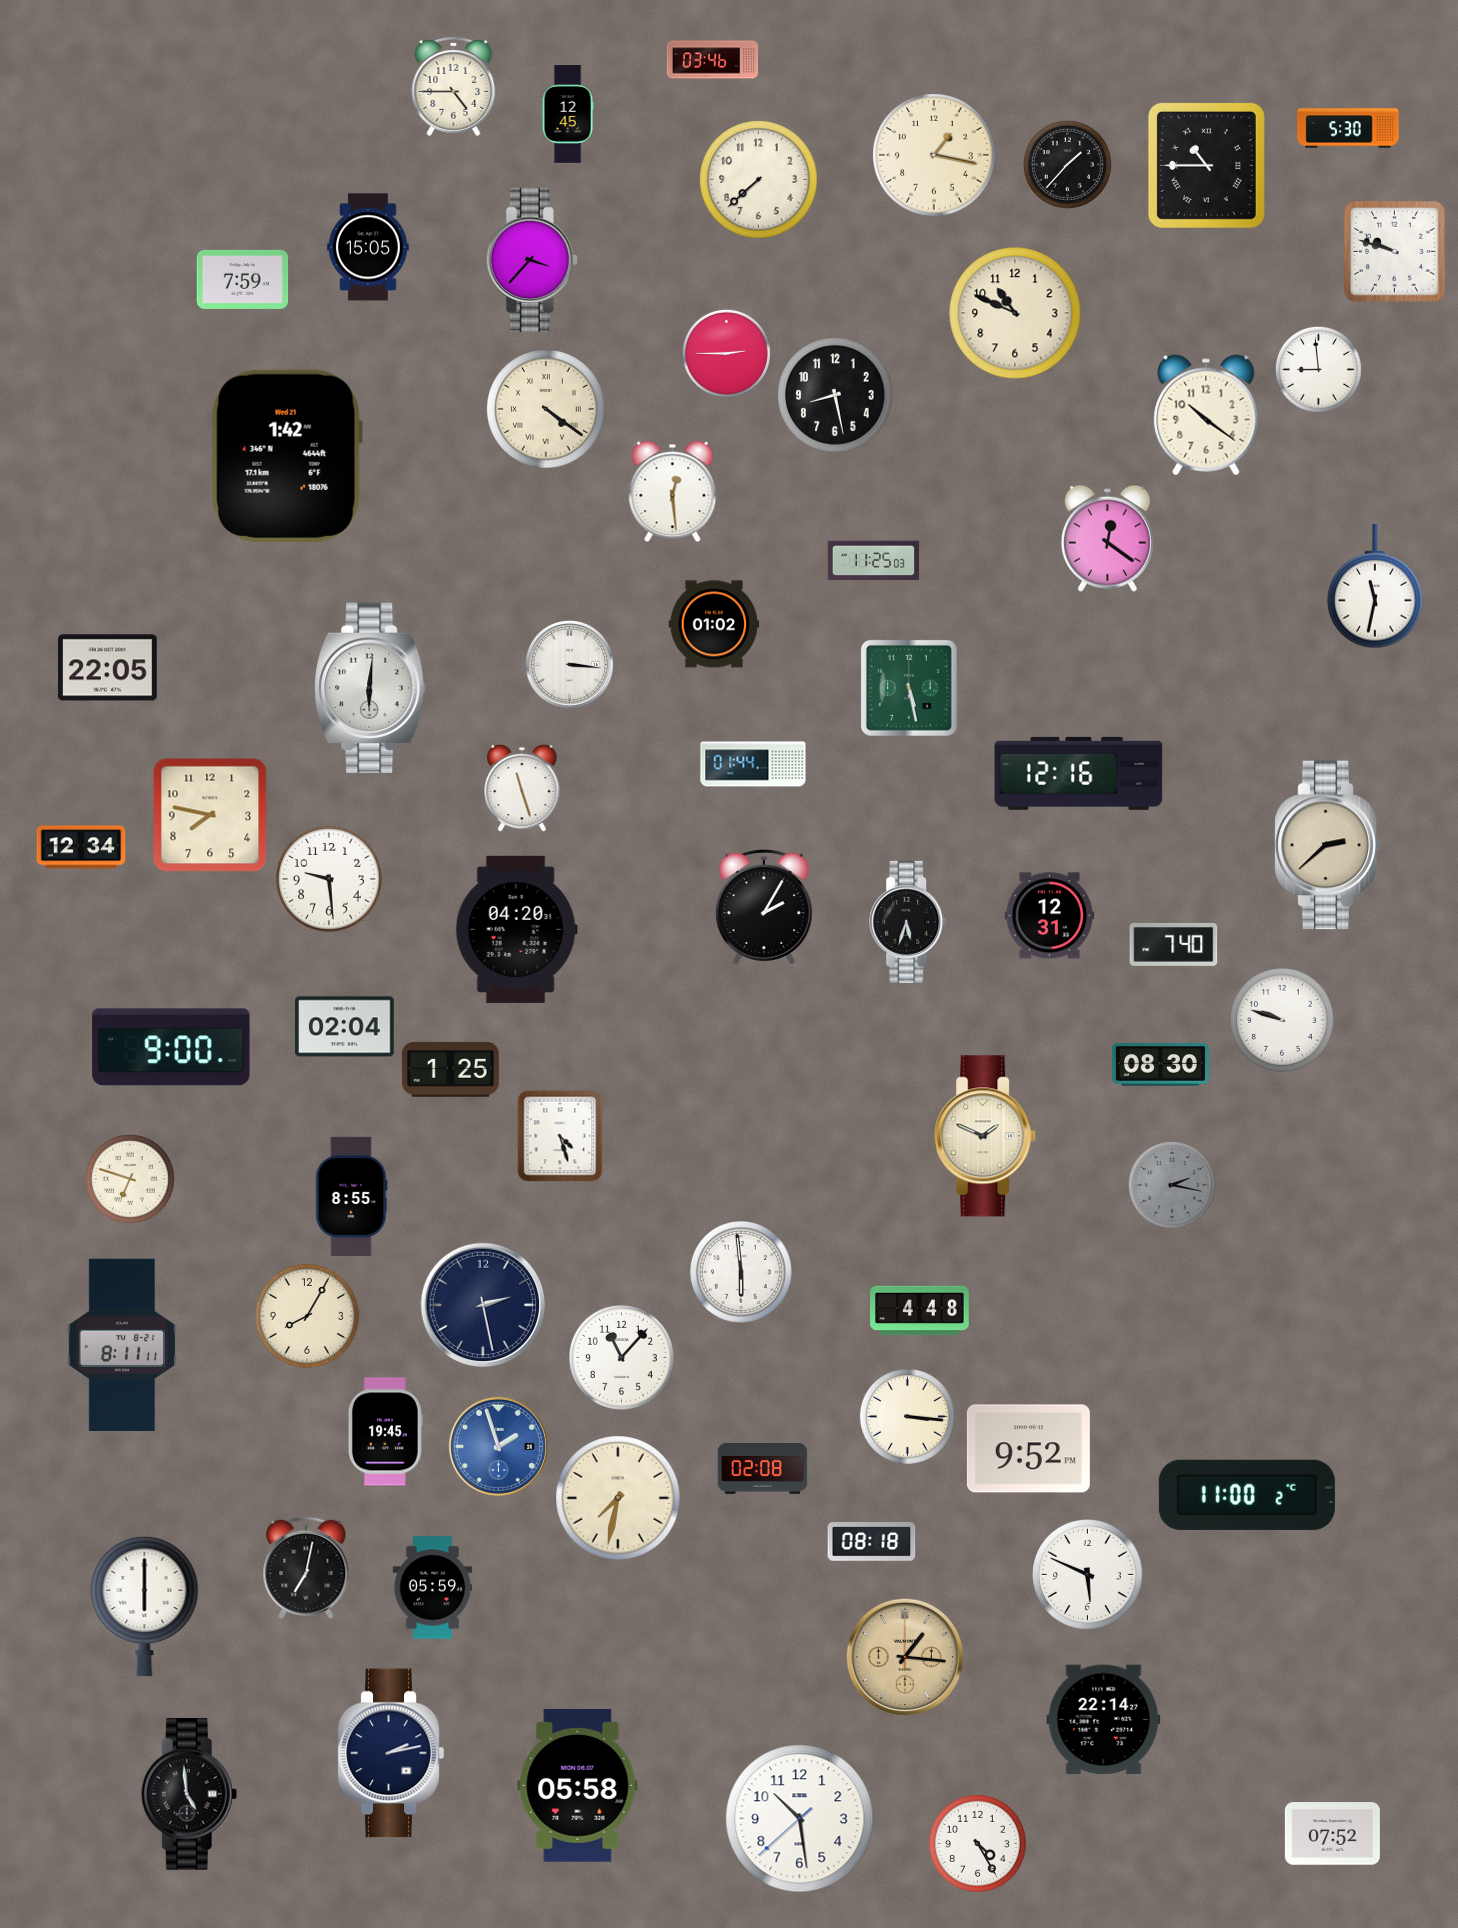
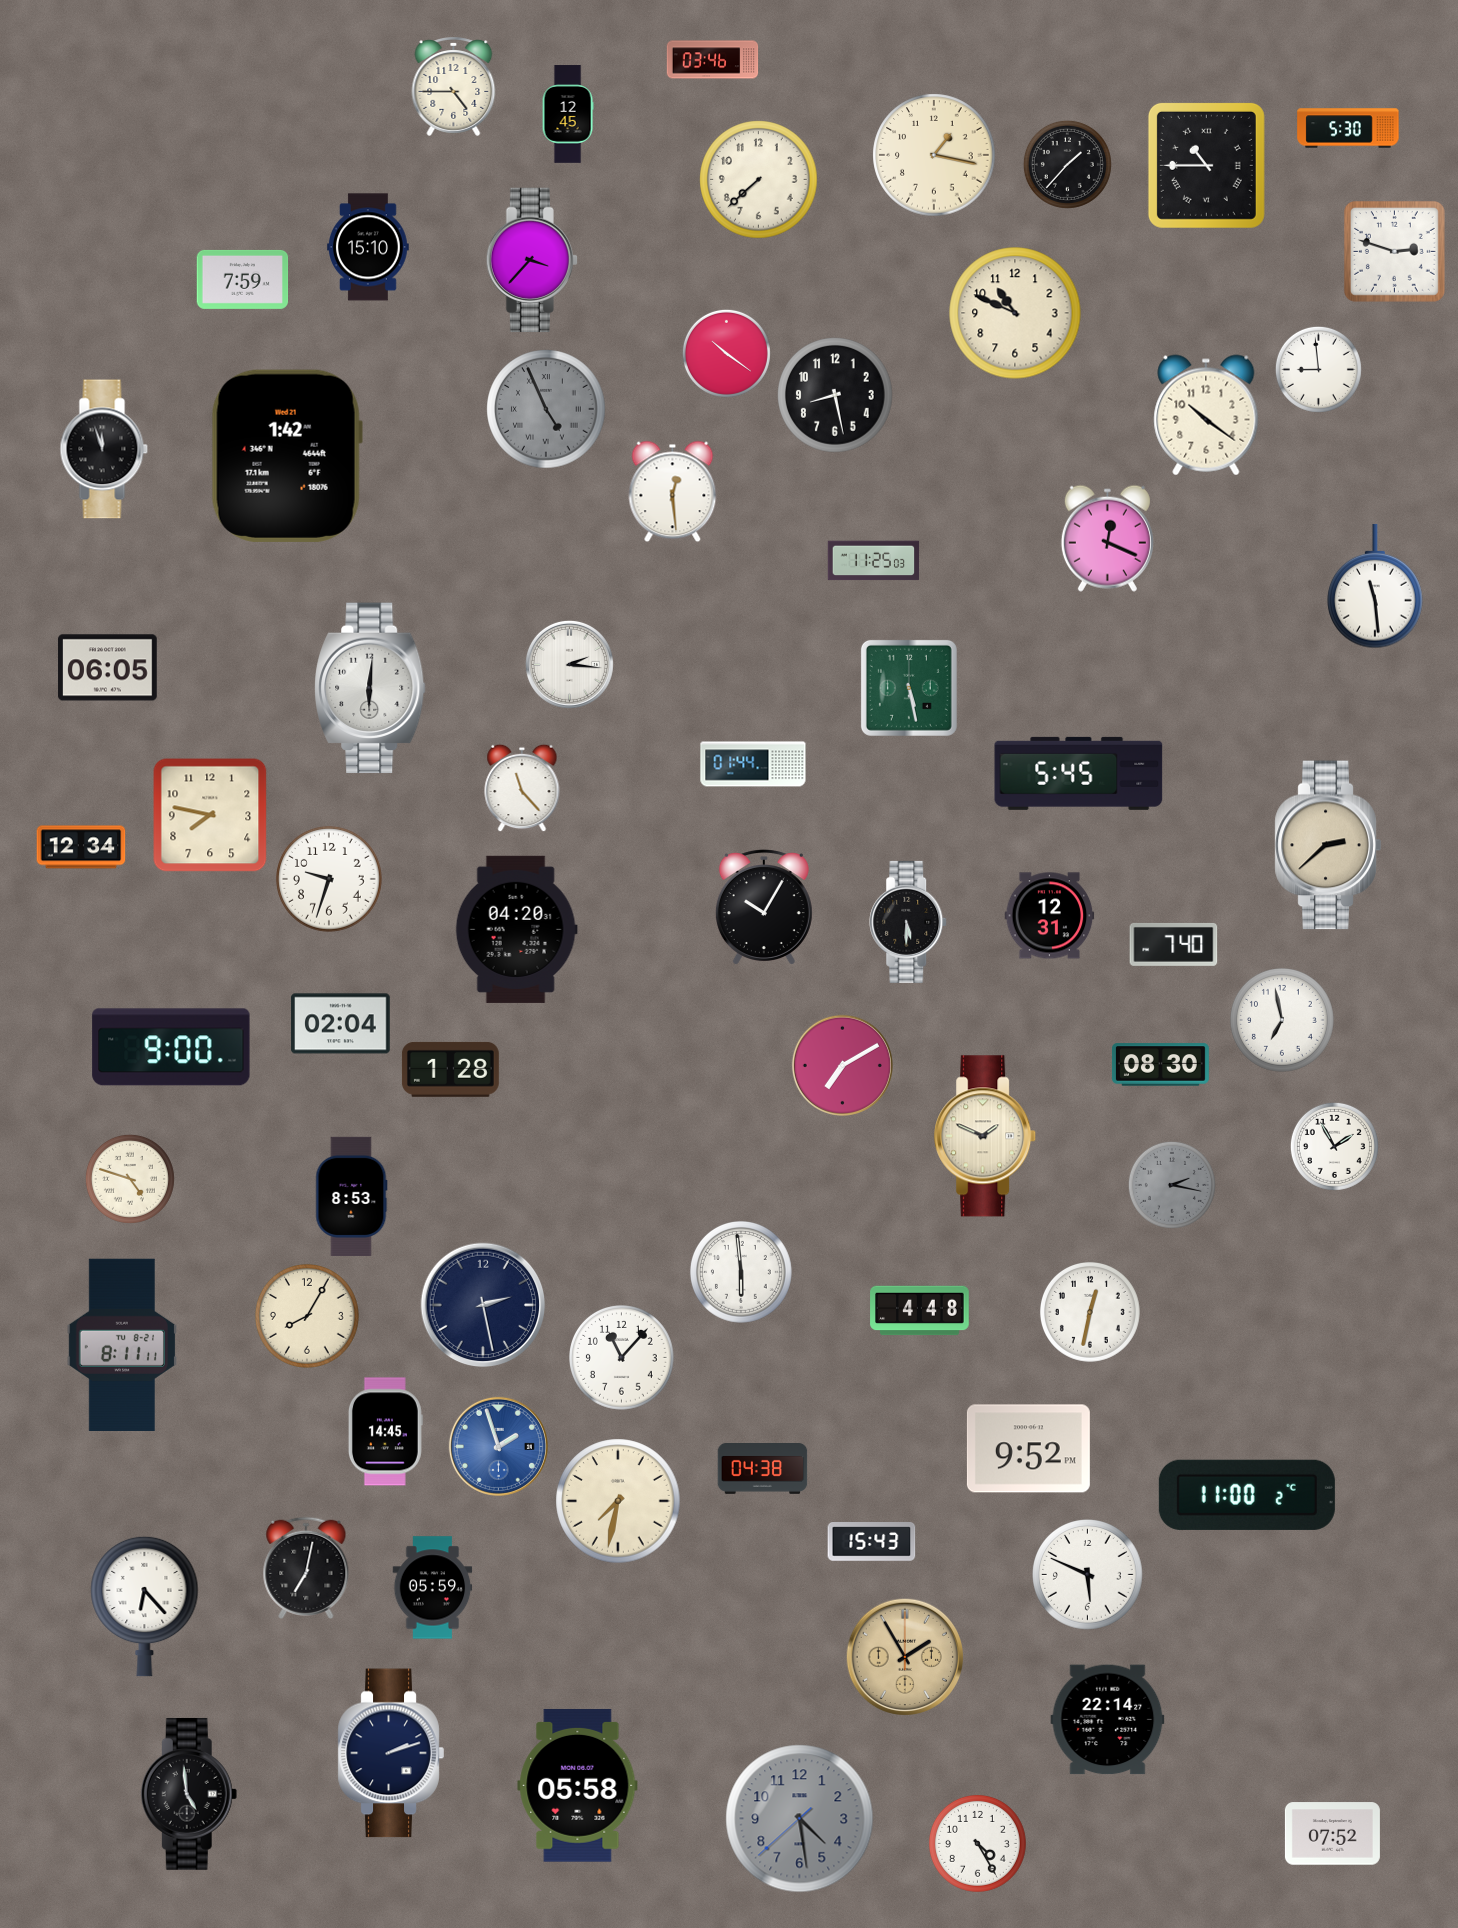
clock at (369, 247): 15:05 -> 15:10
clock at (1394, 251): 9:48 -> 2:48
clock at (726, 353): 2:45 -> 10:21
clock at (546, 409): 4:21 -> 4:56
clock at (546, 409) dial: cream -> grey
clock at (104, 449): none -> 11:57
clock at (1107, 538): 12:21 -> 12:19
clock at (1375, 586): 11:32 -> 11:29
clock at (714, 624): 01:02 -> none
clock at (569, 664): 3:16 -> 2:16
clock at (108, 668): 22:05 -> 06:05
clock at (1079, 773): 12:16 -> 5:45
clock at (522, 788): 11:27 -> 11:23
clock at (330, 880): 9:29 -> 9:33
clock at (764, 907): 2:05 -> 10:05
clock at (909, 922): 5:33 -> 5:30
clock at (1283, 1021): 9:48 -> 6:58
clock at (345, 1027) position: (345, 1027) -> (341, 1024)
clock at (842, 1065): none -> 7:10
clock at (450, 1069): 1:25 -> 1:28
clock at (560, 1136): 4:27 -> none
clock at (1334, 1146): none -> 1:55
clock at (130, 1179): 6:48 -> 4:48
clock at (352, 1196): 8:55 -> 8:53
clock at (1090, 1312): none -> 12:32
clock at (907, 1416): 3:16 -> none
clock at (385, 1432): 19:45 -> 14:45
clock at (763, 1469): 02:08 -> 04:38
clock at (618, 1498) position: (618, 1498) -> (618, 1501)
clock at (872, 1542): 08:18 -> 15:43
clock at (145, 1606): 6:00 -> 6:23
clock at (904, 1656): 1:16 -> 1:55
clock at (1104, 1720) position: (1104, 1720) -> (1108, 1720)
clock at (391, 1753): 2:13 -> 2:12
clock at (800, 1819): 10:28 -> 4:28
clock at (800, 1819) dial: white -> grey
